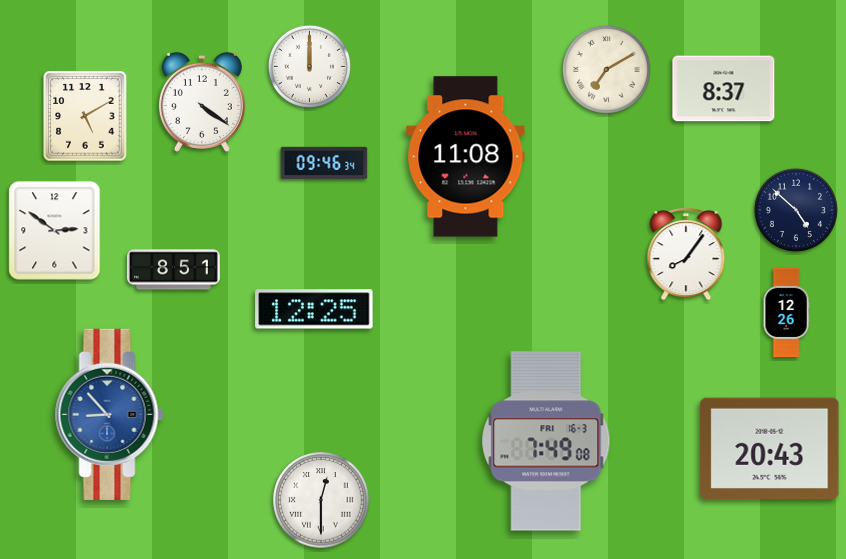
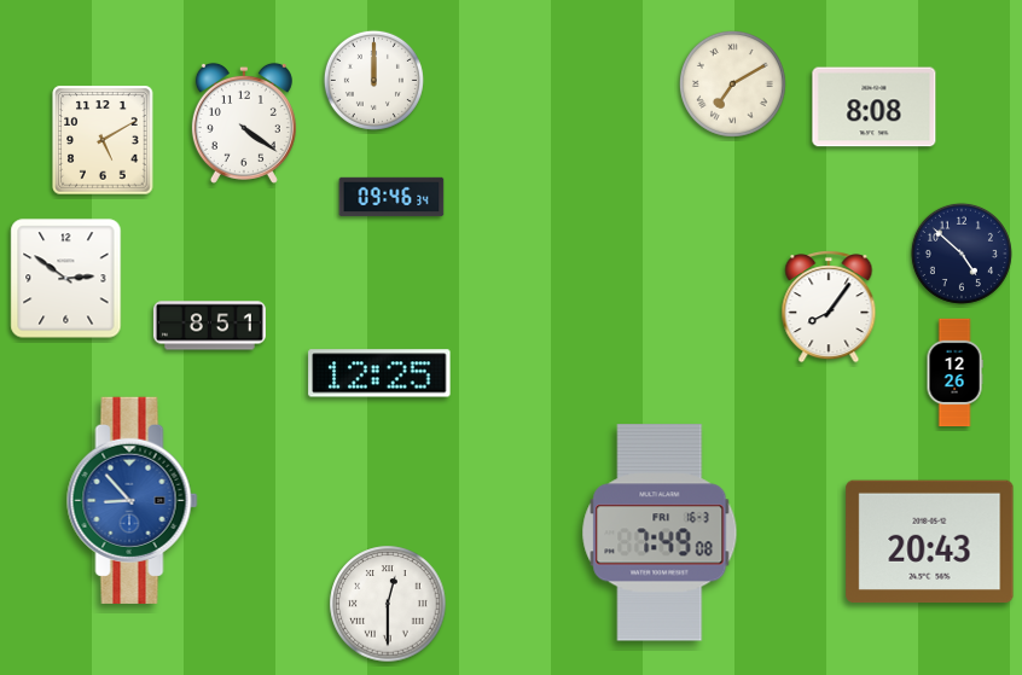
clock at (724, 89): 8:37 -> 8:08
clock at (466, 157): 11:08 -> none
clock at (786, 313) position: (786, 313) -> (954, 373)
